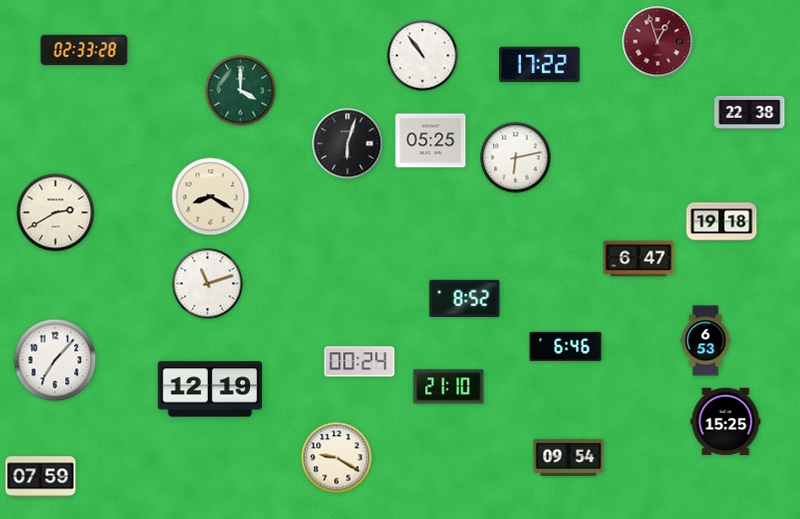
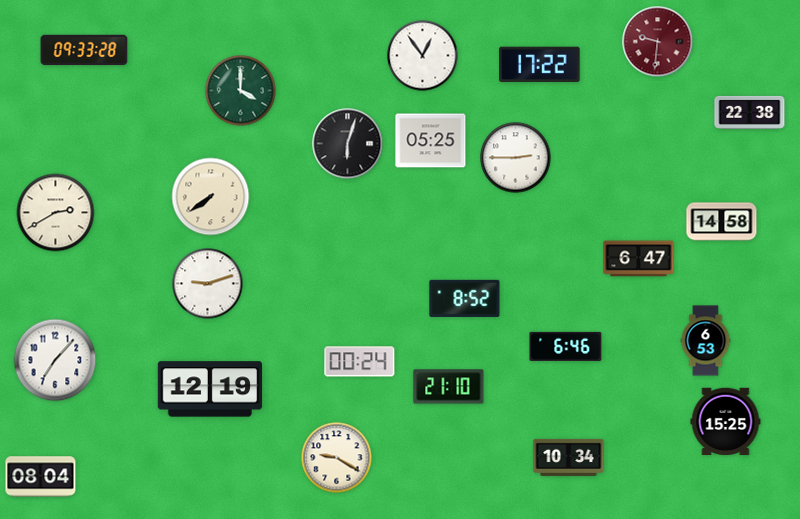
clock at (658, 42): 12:57 -> 9:31
clock at (84, 50): 02:33 -> 09:33
clock at (423, 56): 10:54 -> 12:54
clock at (516, 158): 6:13 -> 2:45
clock at (211, 197): 8:20 -> 7:39
clock at (722, 222): 19:18 -> 14:58
clock at (208, 284): 11:12 -> 9:12
clock at (569, 457): 09:54 -> 10:34
clock at (41, 477): 07:59 -> 08:04
